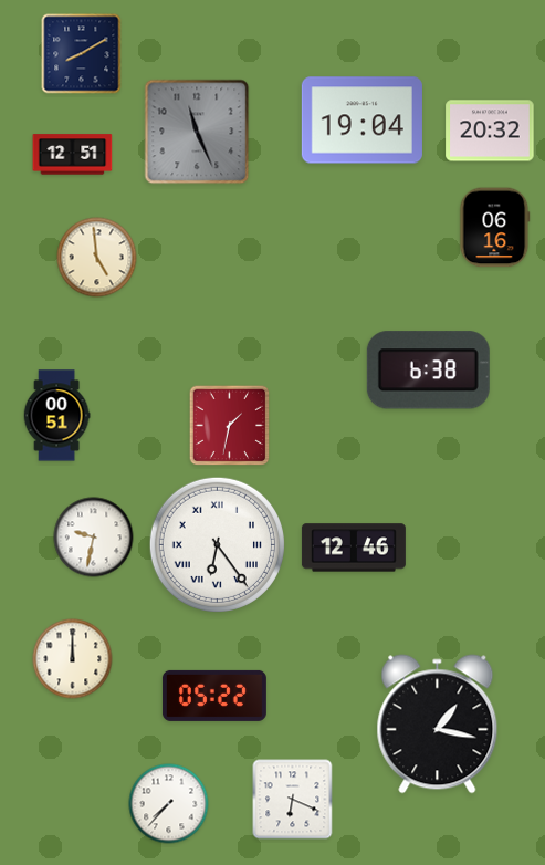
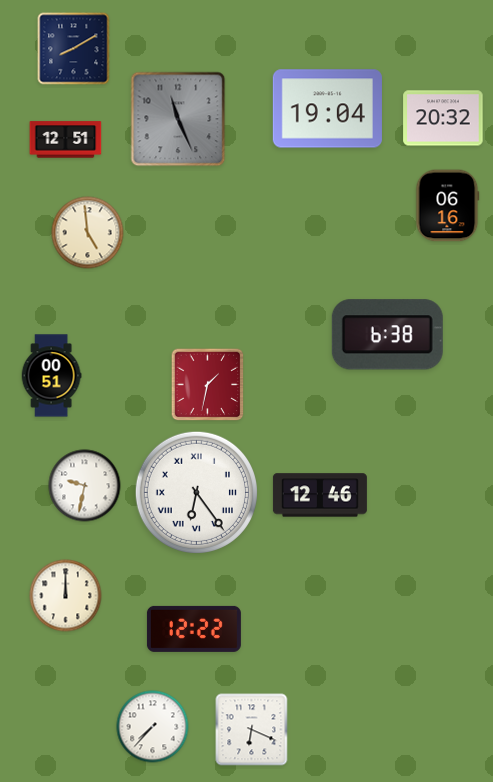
clock at (214, 696): 05:22 -> 12:22
clock at (438, 725): 1:17 -> none
clock at (293, 800) position: (293, 800) -> (252, 730)
